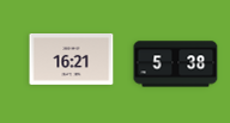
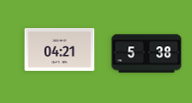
clock at (72, 60): 16:21 -> 04:21
